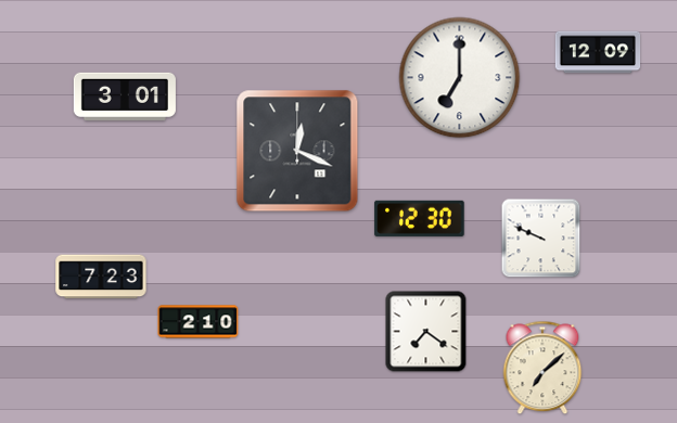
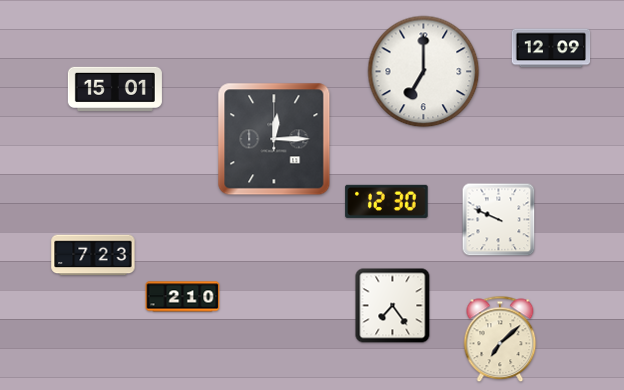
clock at (125, 97): 3:01 -> 15:01
clock at (297, 151): 12:19 -> 12:15
clock at (426, 332): 7:21 -> 7:24
